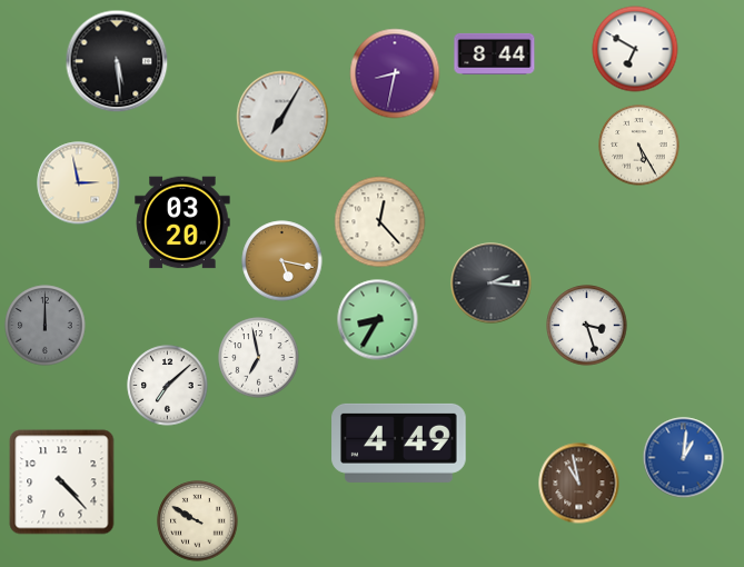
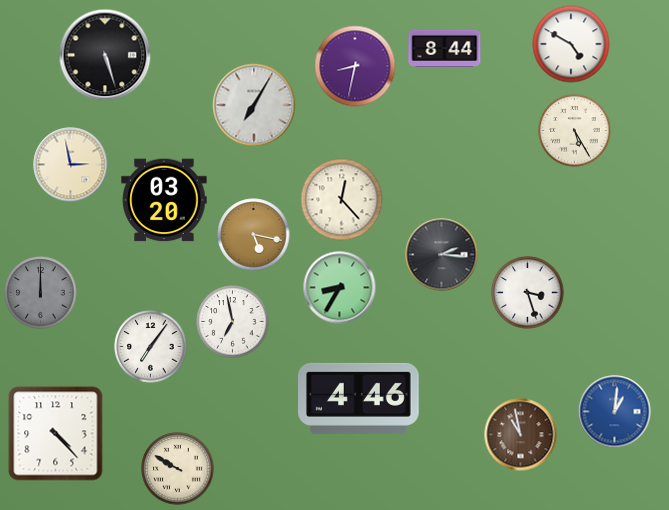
clock at (635, 49): 6:50 -> 4:50
clock at (117, 61): 5:29 -> 5:27
clock at (168, 386): 7:08 -> 7:06
clock at (399, 442): 4:49 -> 4:46
